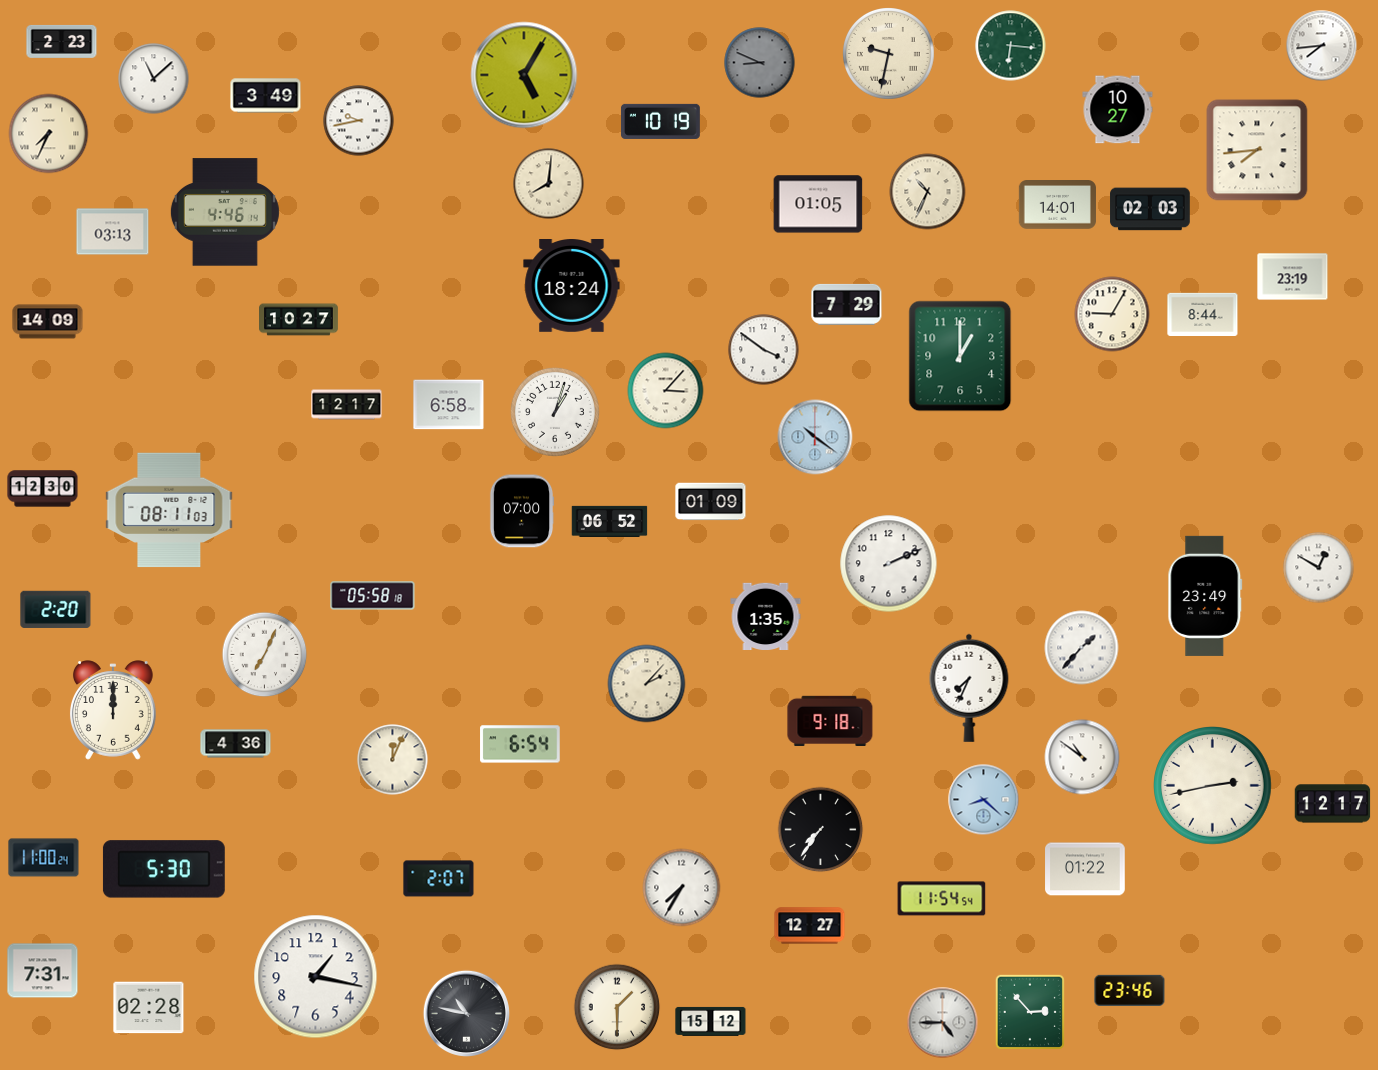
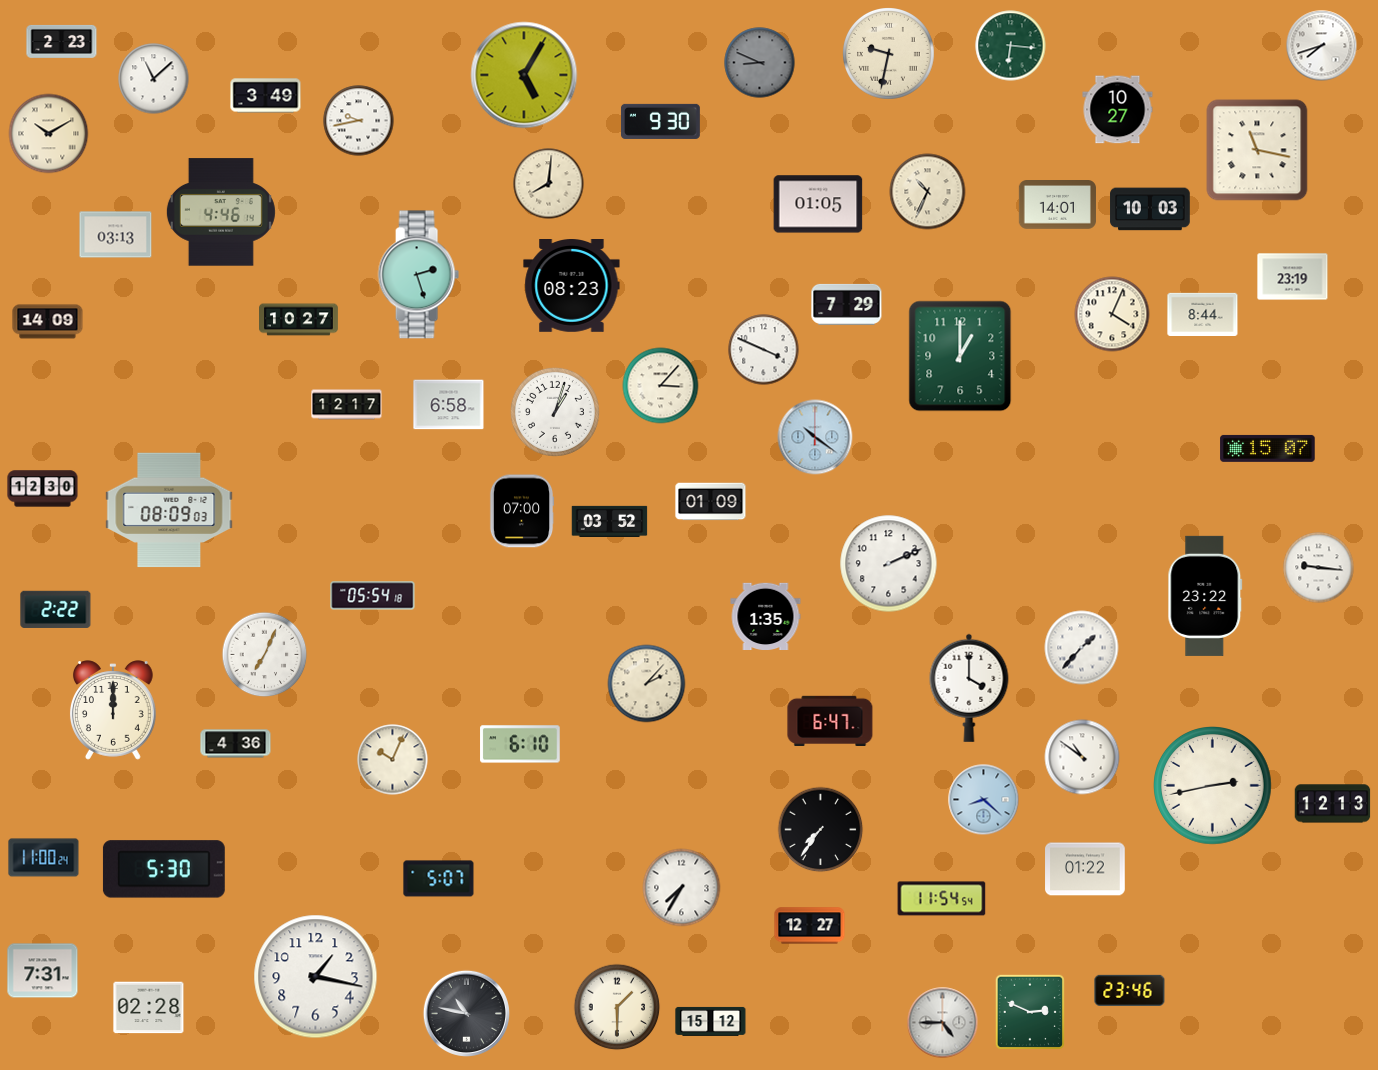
clock at (1322, 46): 7:44 -> 7:42
clock at (660, 121): 10:19 -> 9:30
clock at (49, 134): 7:34 -> 10:10
clock at (1257, 150): 7:44 -> 11:17
clock at (1150, 209): 02:03 -> 10:03
clock at (225, 212) position: (225, 212) -> (221, 212)
clock at (113, 232) position: (113, 232) -> (116, 235)
clock at (418, 275): none -> 2:27
clock at (572, 286): 18:24 -> 08:23
clock at (1112, 314): 9:05 -> 4:04
clock at (764, 350): 3:51 -> 3:49
clock at (666, 391) position: (666, 391) -> (661, 386)
clock at (1268, 448): none -> 15:07
clock at (169, 510): 08:11 -> 08:09
clock at (610, 521): 06:52 -> 03:52
clock at (1319, 568): 12:50 -> 9:16
clock at (373, 596): 05:58 -> 05:54
clock at (1205, 596): 23:49 -> 23:22
clock at (56, 609): 2:20 -> 2:22
clock at (969, 688): 7:34 -> 4:00
clock at (830, 720): 9:18 -> 6:47
clock at (520, 744): 6:54 -> 6:10
clock at (393, 760): 12:04 -> 10:04
clock at (1333, 804): 12:17 -> 12:13
clock at (439, 879): 2:07 -> 5:07
clock at (1030, 1012): 2:53 -> 2:49
